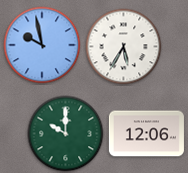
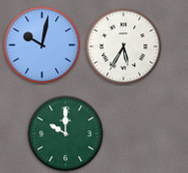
clock at (42, 45): 9:58 -> 10:02
clock at (146, 134): 12:06 -> none
